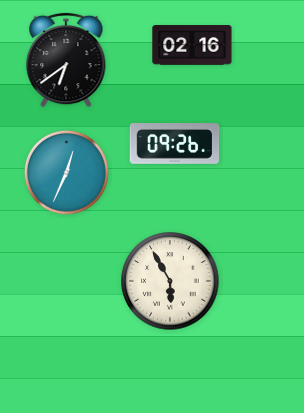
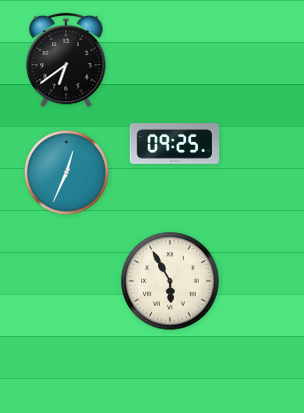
clock at (192, 45): 02:16 -> none
clock at (175, 144): 09:26 -> 09:25
